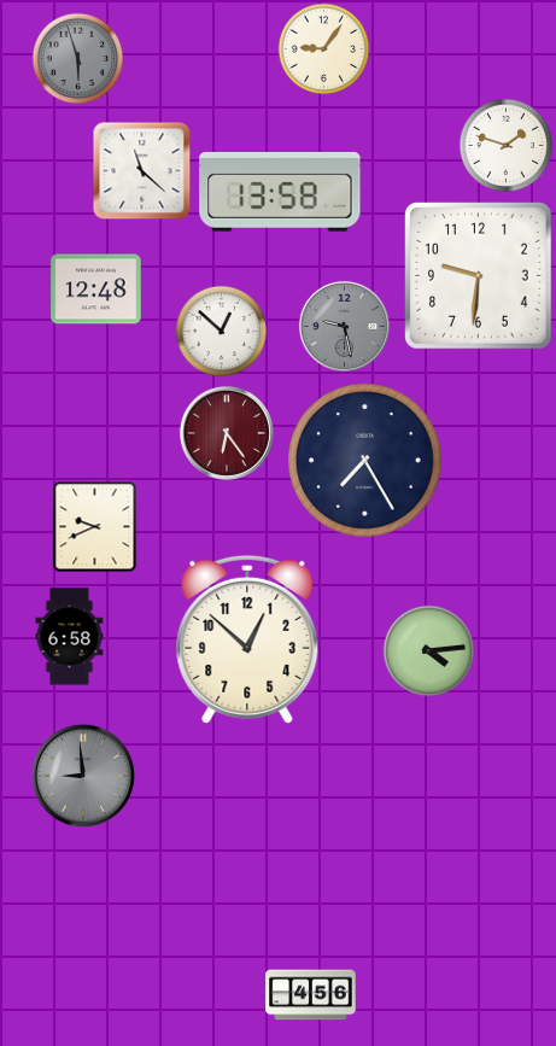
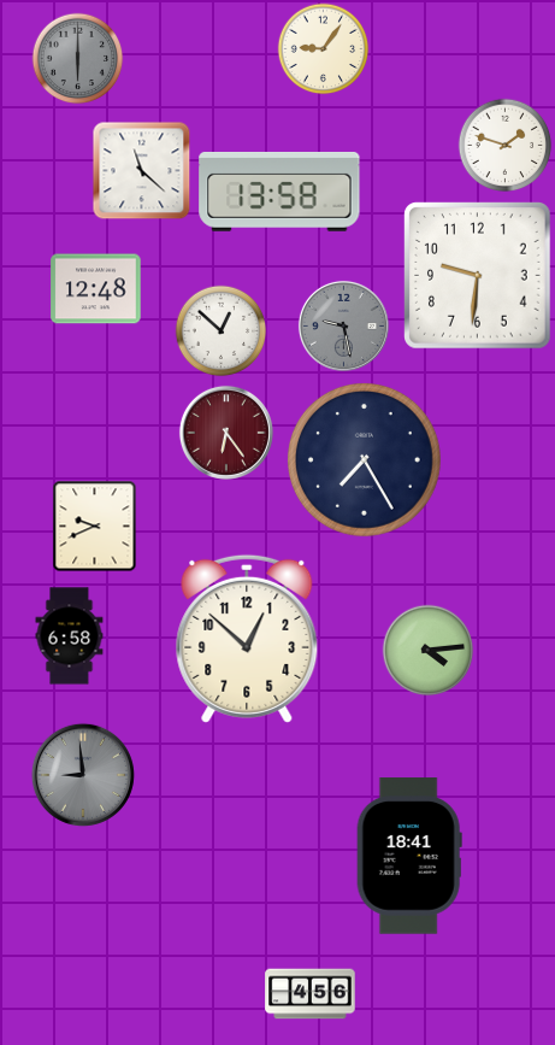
clock at (78, 59): 5:57 -> 6:00
clock at (409, 856): none -> 18:41
